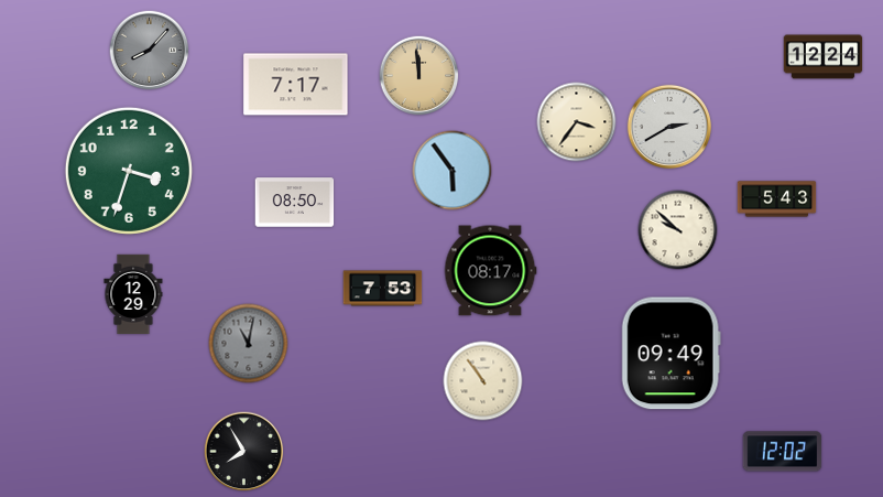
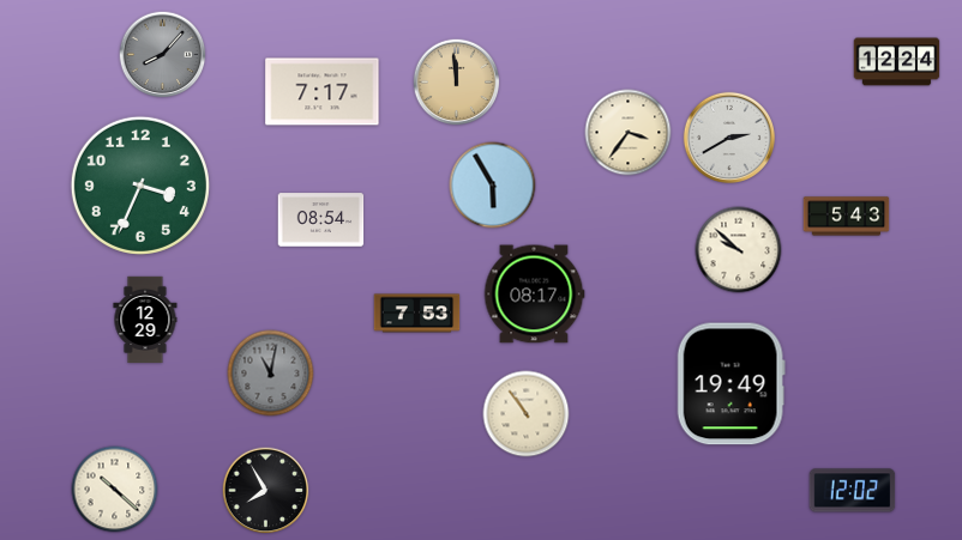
clock at (129, 171): 3:33 -> 3:34
clock at (453, 171): 5:54 -> 5:55
clock at (295, 203): 08:50 -> 08:54
clock at (671, 354): 09:49 -> 19:49
clock at (115, 490): none -> 10:22
